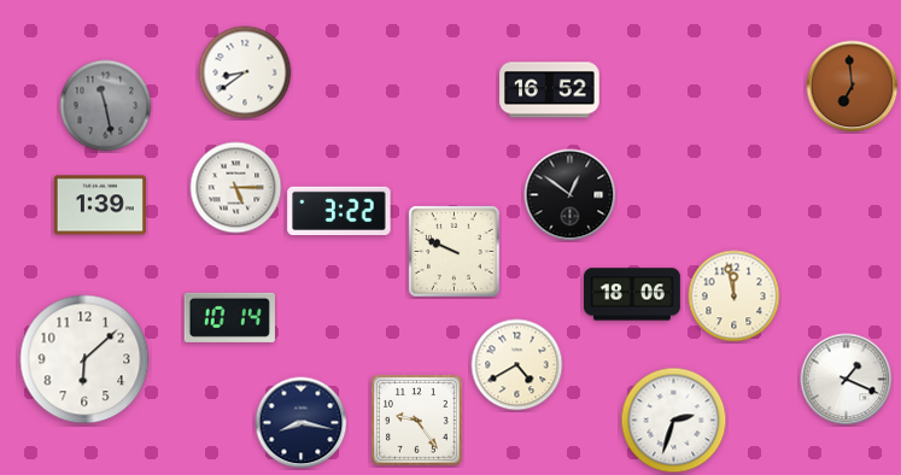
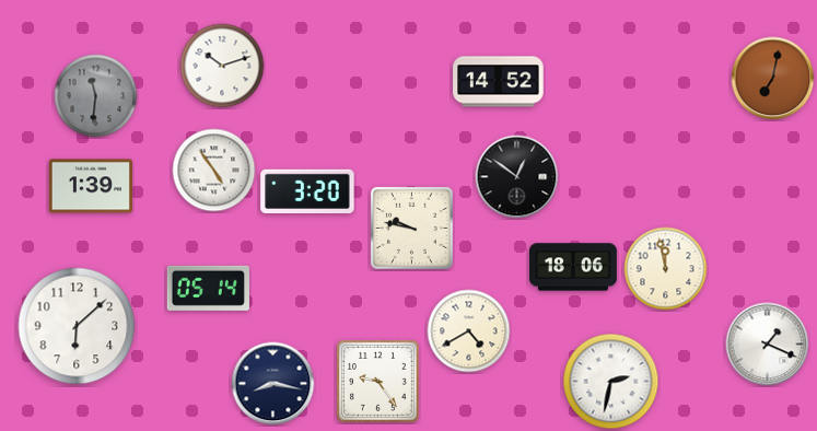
clock at (245, 72): 8:39 -> 10:12
clock at (853, 87): 6:59 -> 7:02
clock at (550, 90): 16:52 -> 14:52
clock at (106, 106): 11:28 -> 11:31
clock at (236, 188): 5:15 -> 4:54
clock at (339, 210): 3:22 -> 3:20
clock at (455, 252): 9:49 -> 9:47
clock at (229, 317): 10:14 -> 05:14
clock at (674, 421): 2:33 -> 2:32
